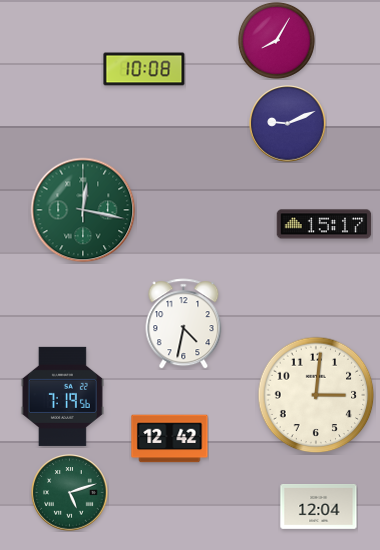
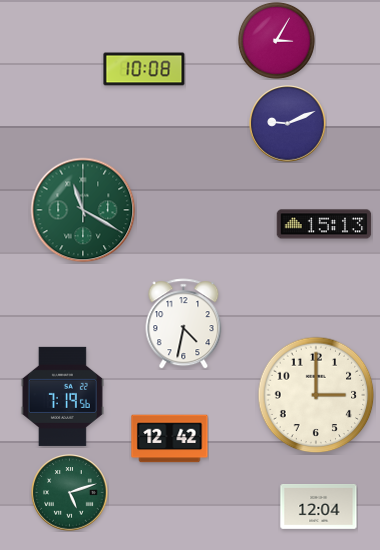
clock at (276, 40): 8:05 -> 3:05
clock at (83, 210): 12:17 -> 11:20
clock at (324, 224): 15:17 -> 15:13
clock at (316, 395): 3:01 -> 3:00
